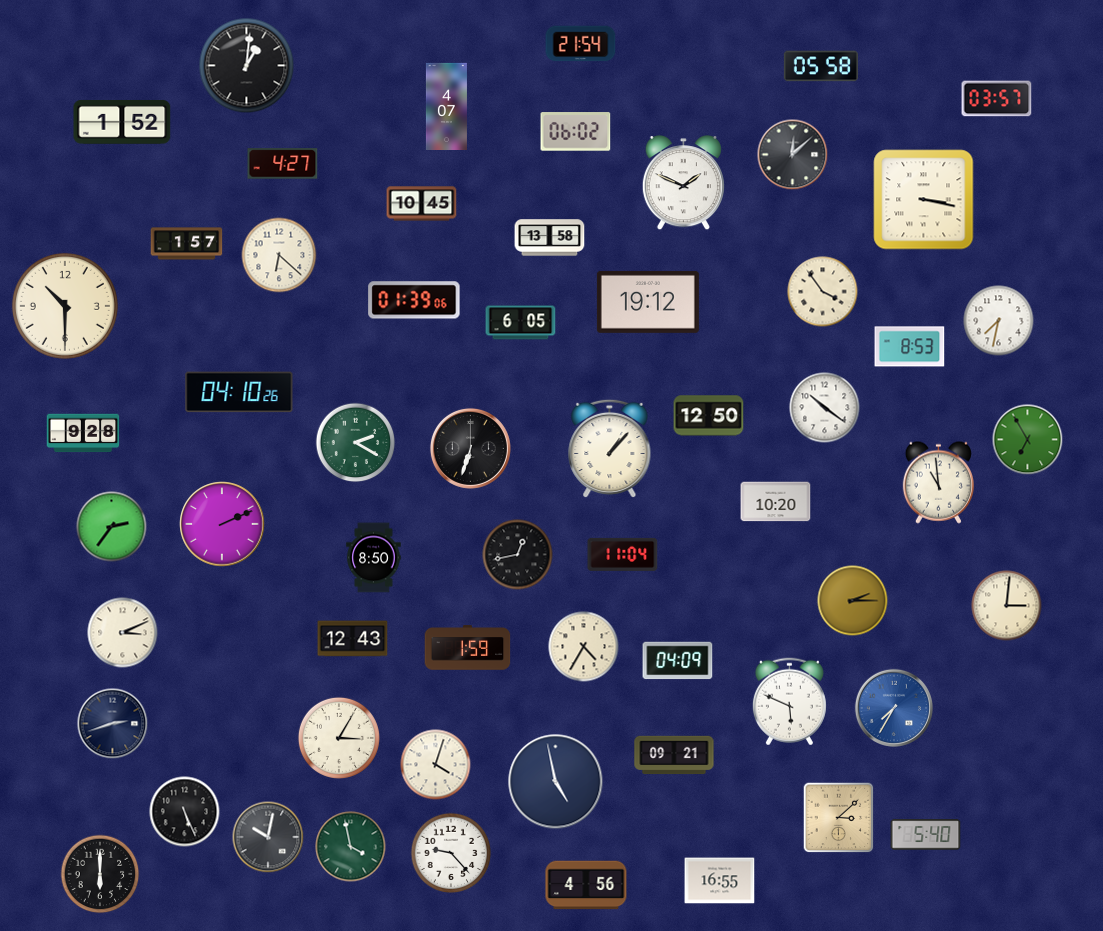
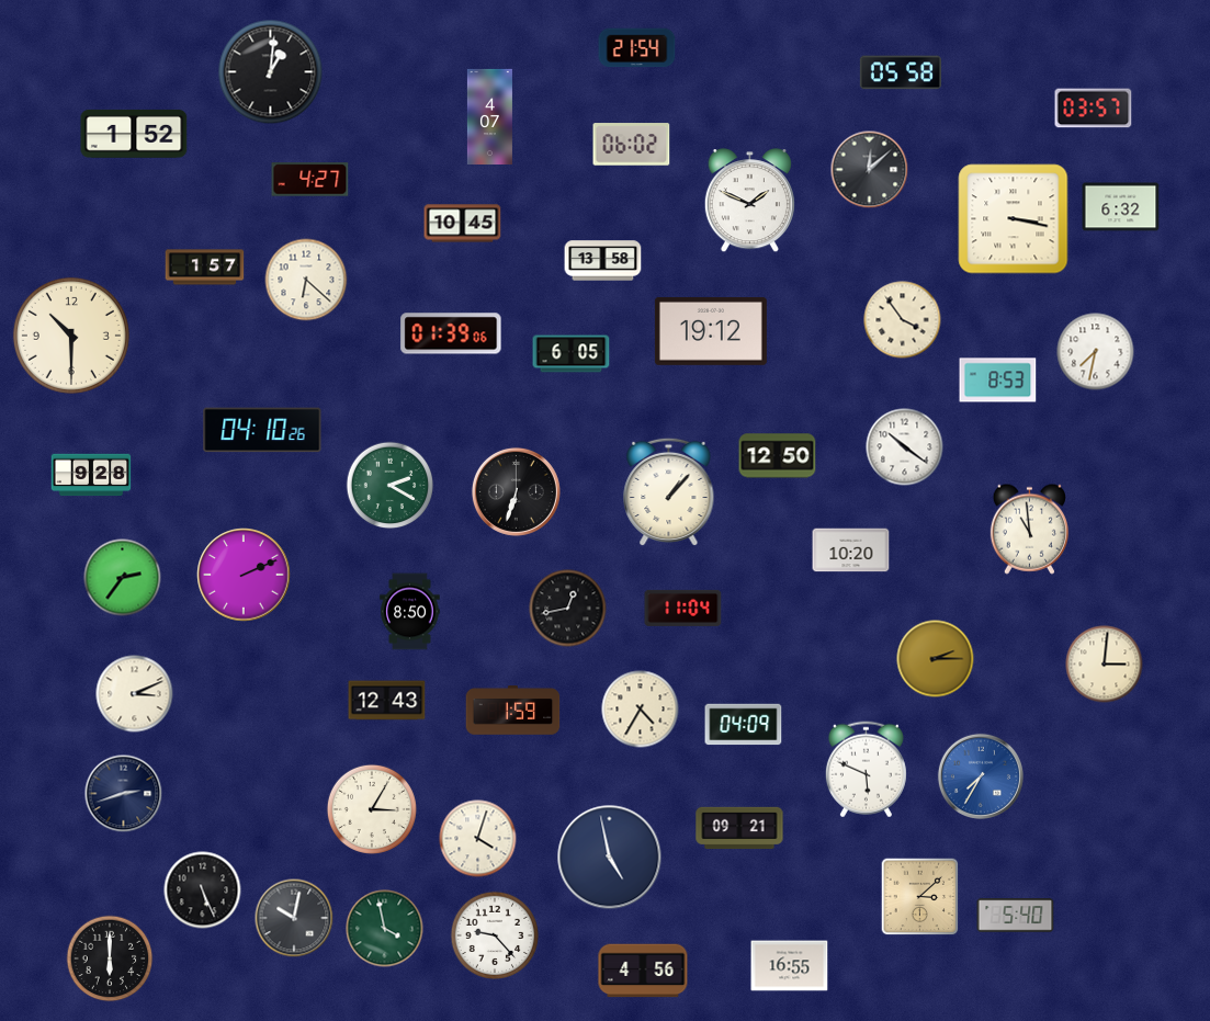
clock at (1121, 207): none -> 6:32
clock at (414, 300) position: (414, 300) -> (451, 333)
clock at (1028, 440): 6:55 -> none
